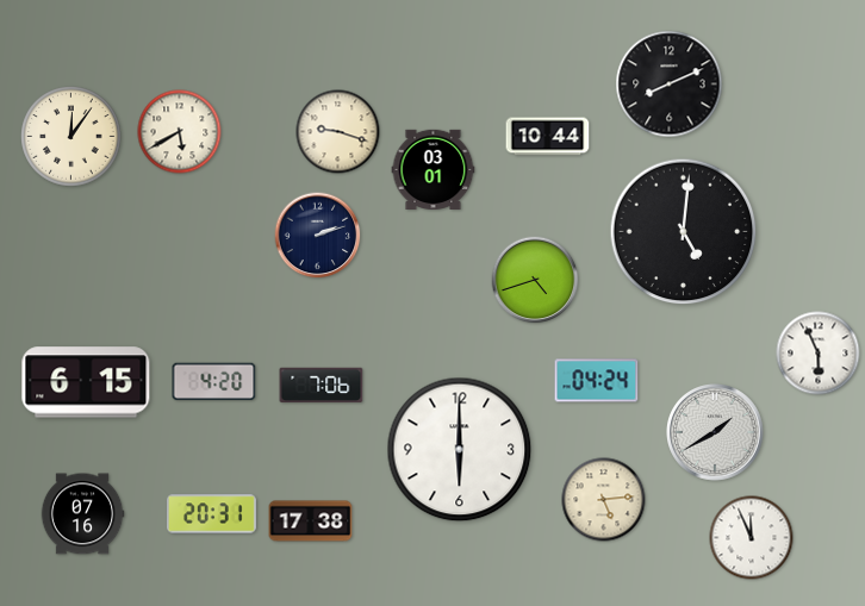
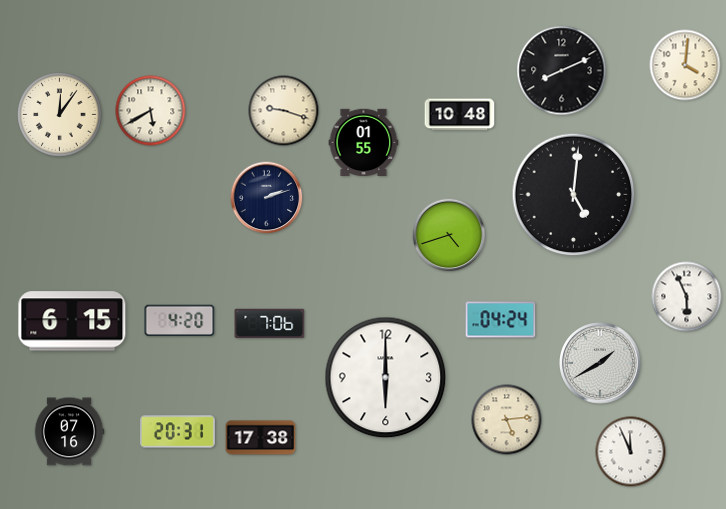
clock at (685, 65): none -> 4:01
clock at (548, 137): 10:44 -> 10:48
clock at (434, 169): 03:01 -> 01:55
